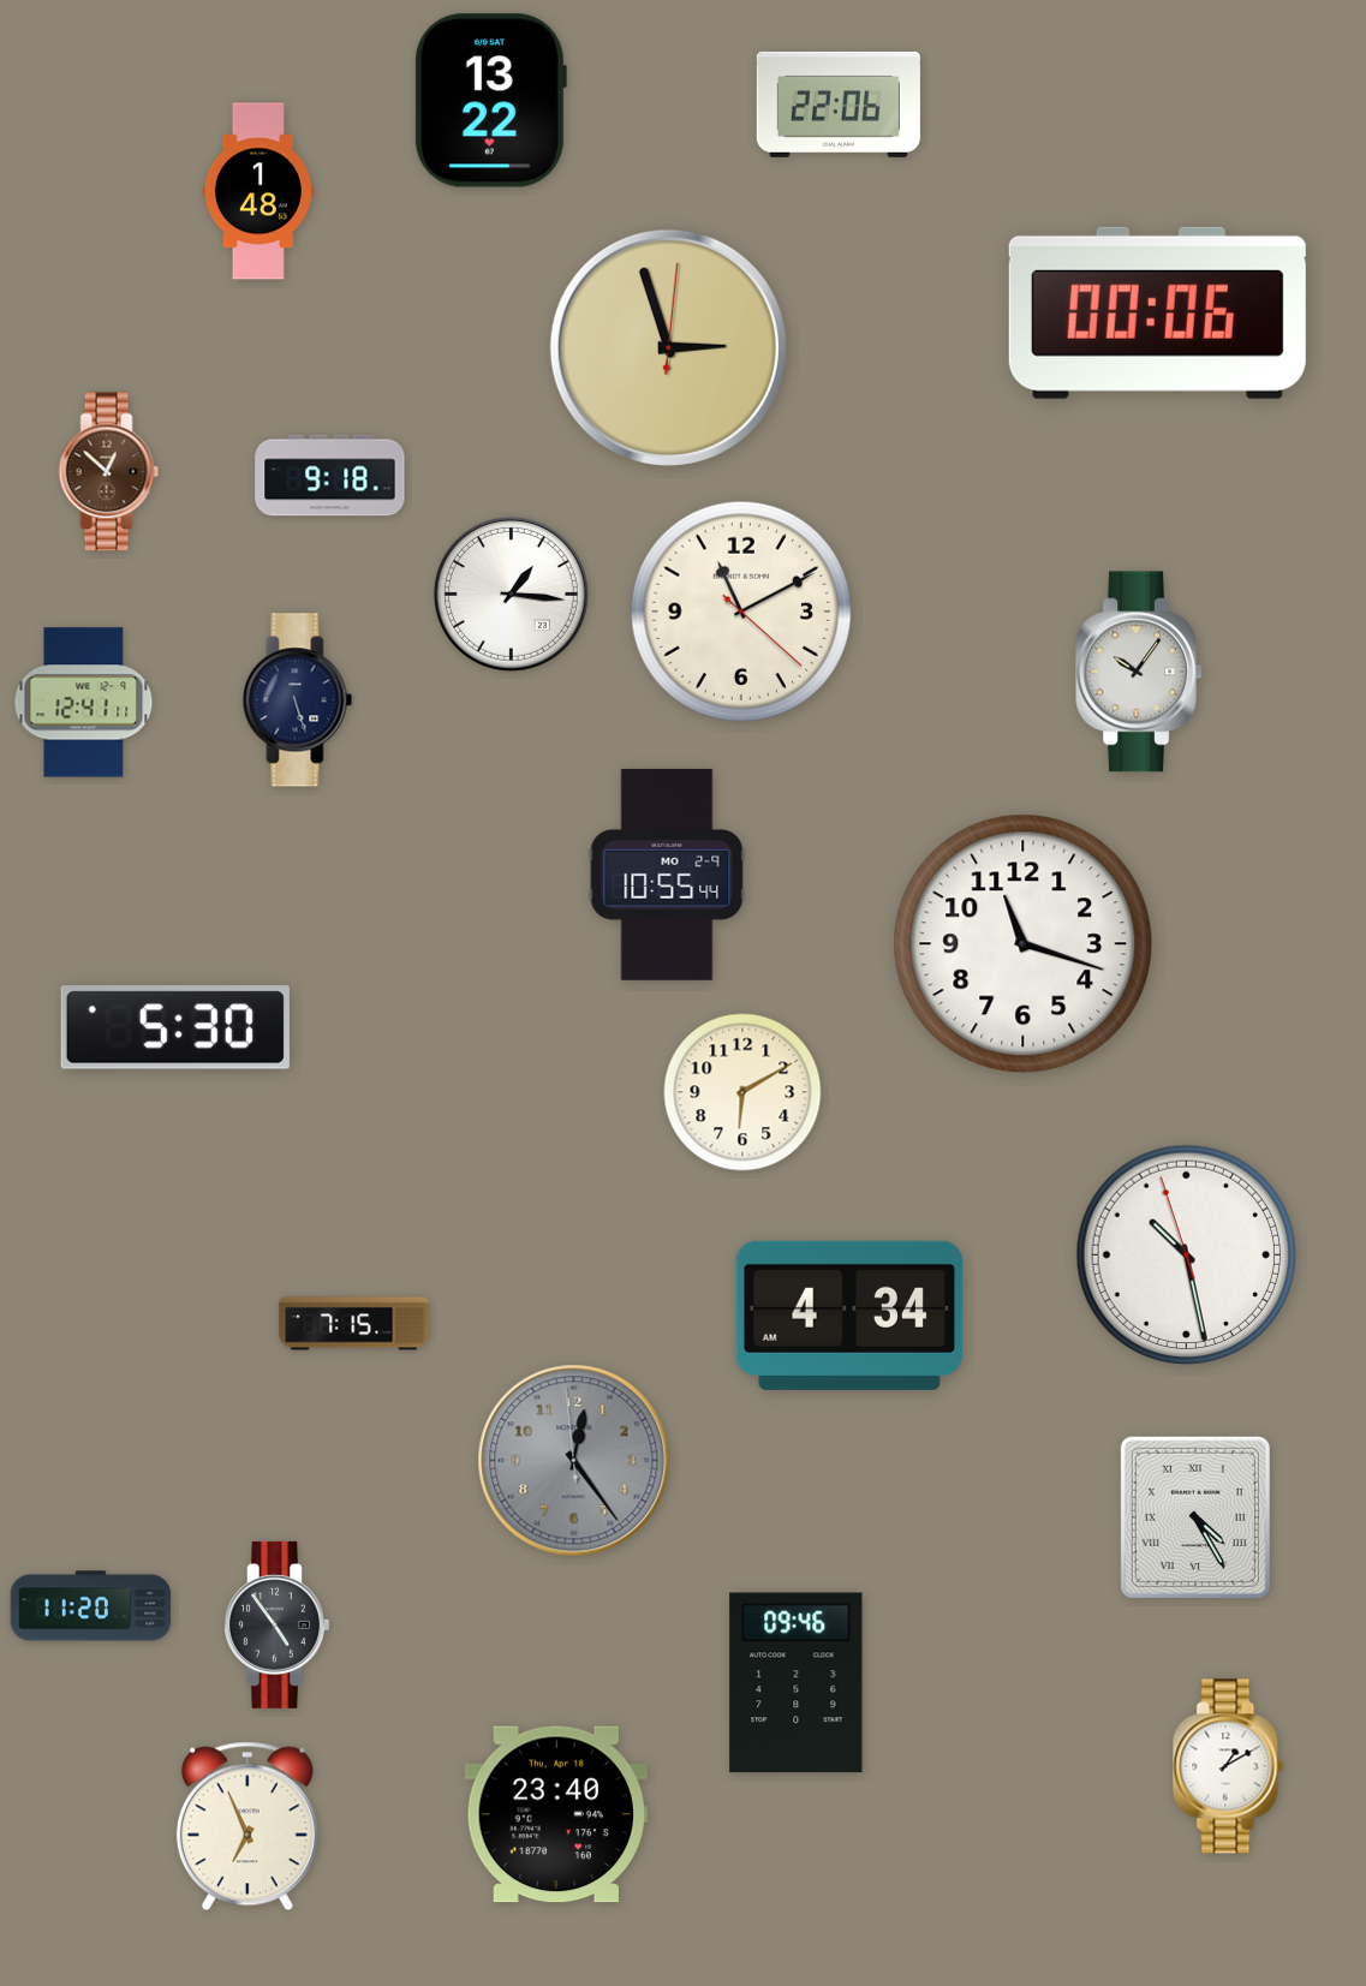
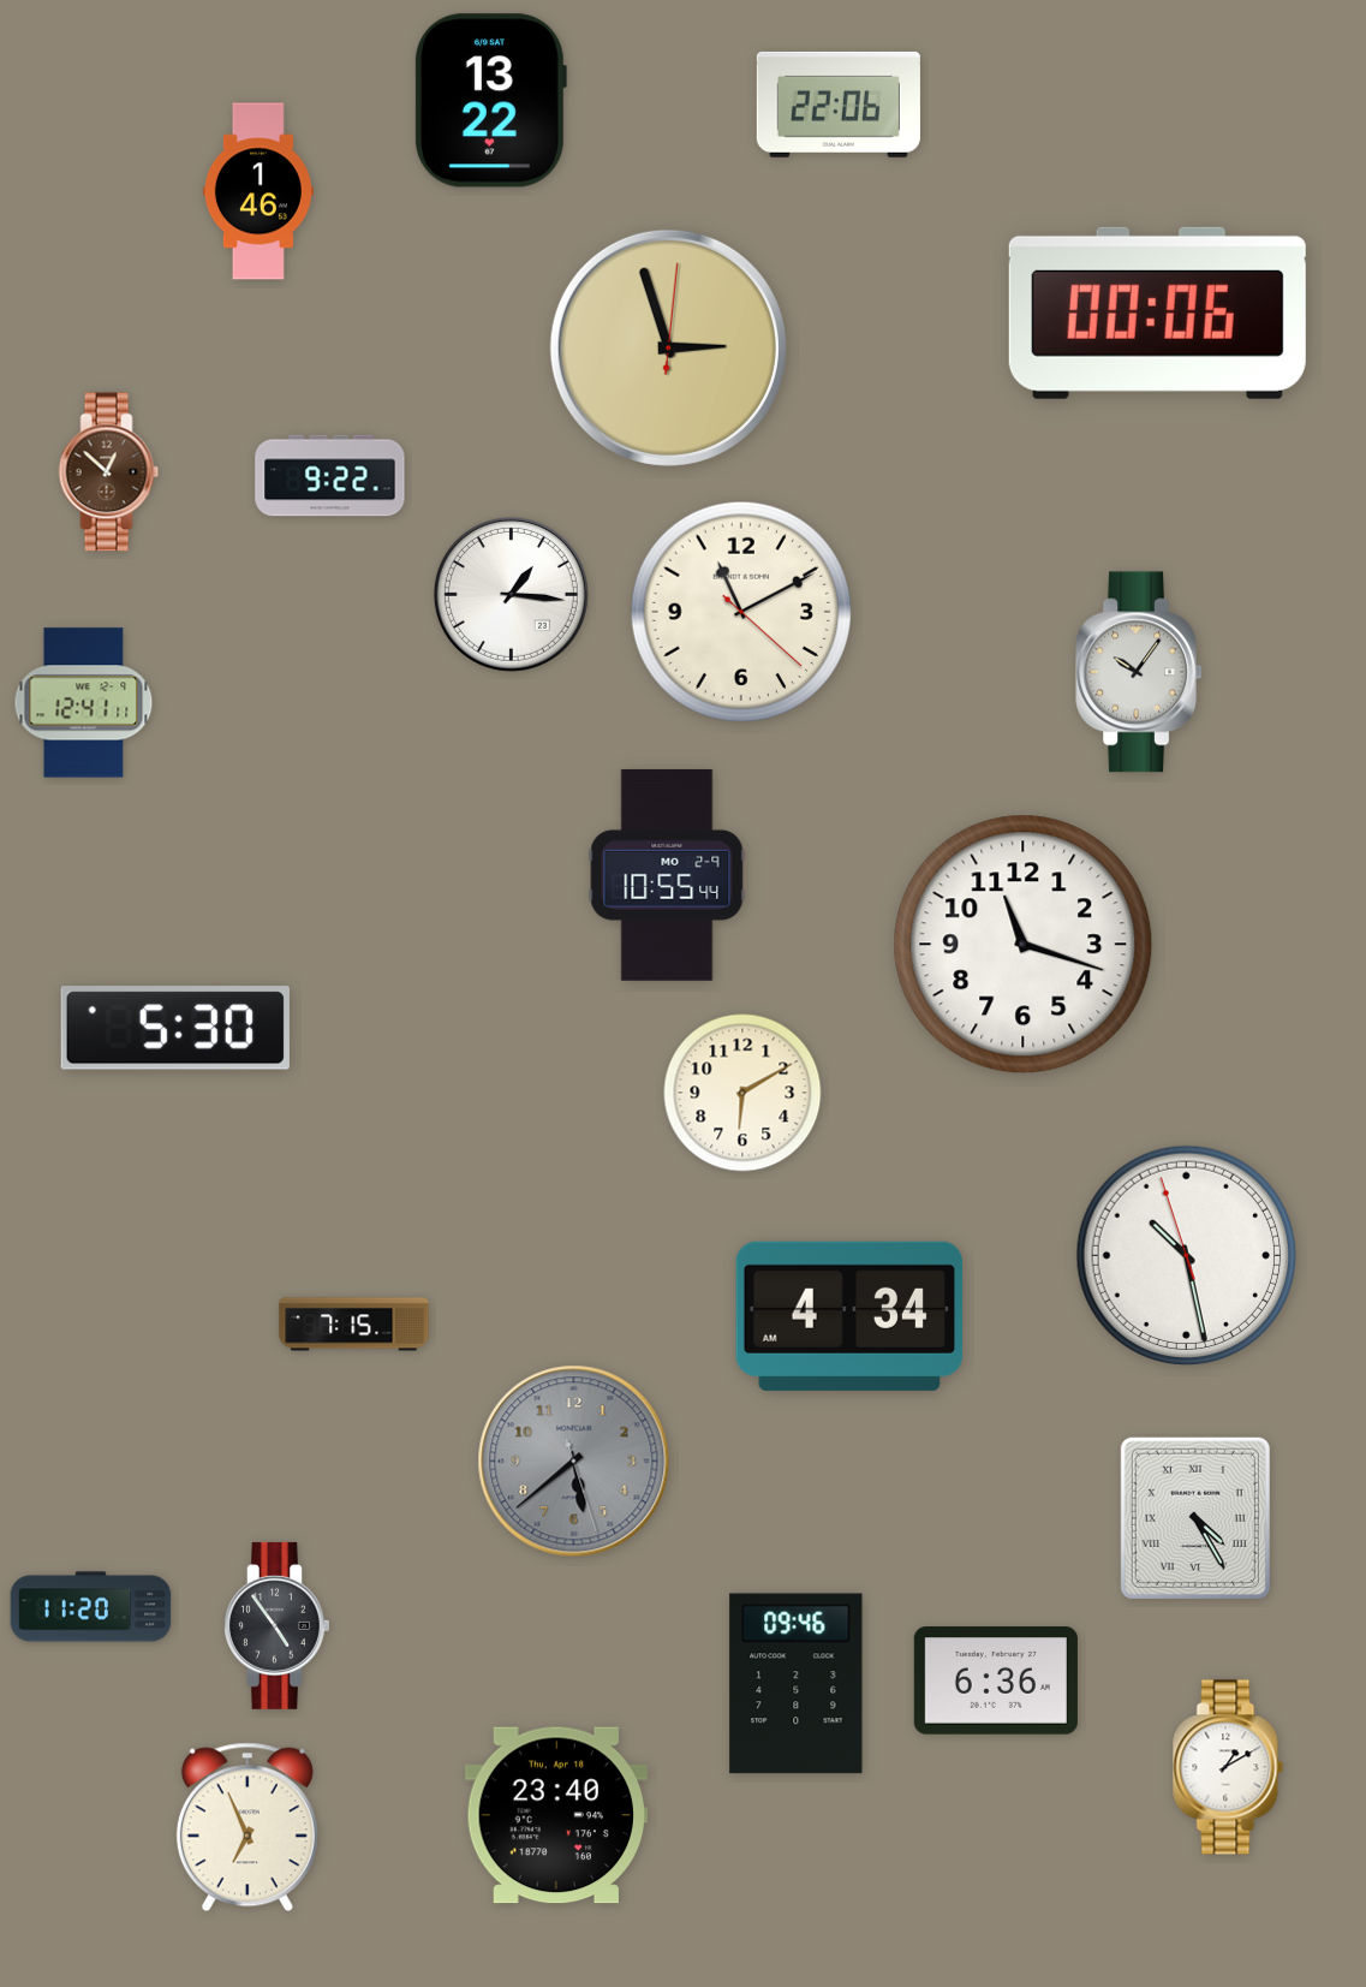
clock at (258, 191): 1:48 -> 1:46
clock at (330, 476): 9:18 -> 9:22
clock at (298, 700): 5:27 -> none
clock at (574, 1461): 12:23 -> 5:38
clock at (996, 1680): none -> 6:36
